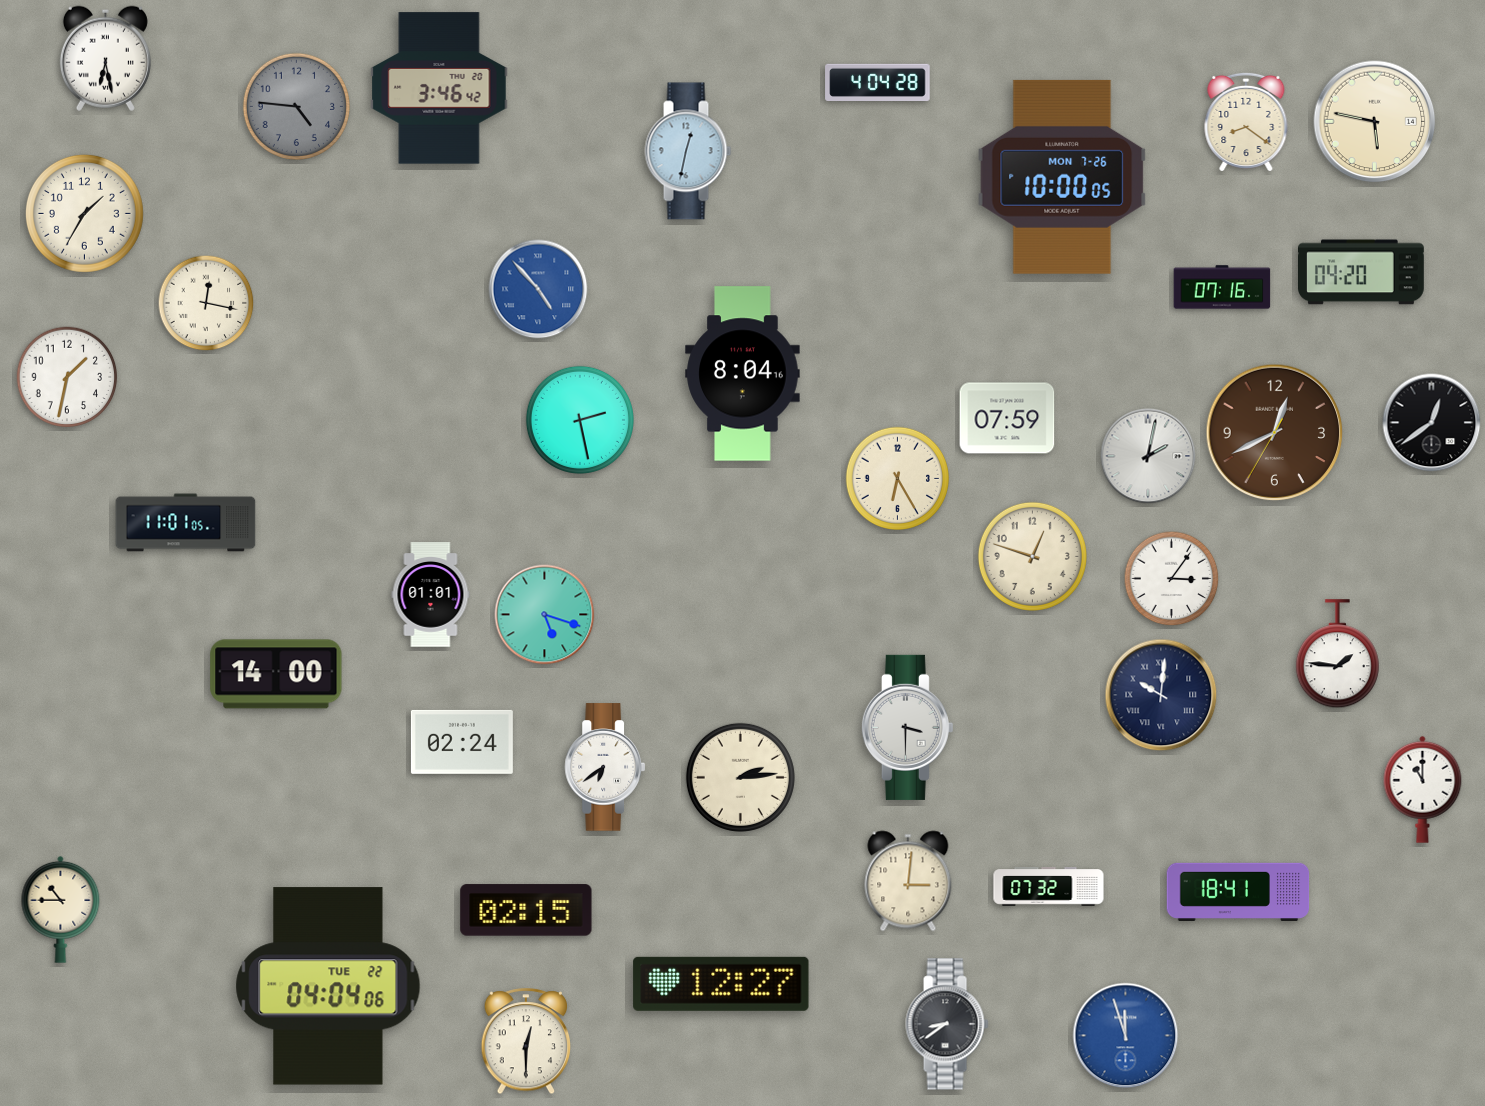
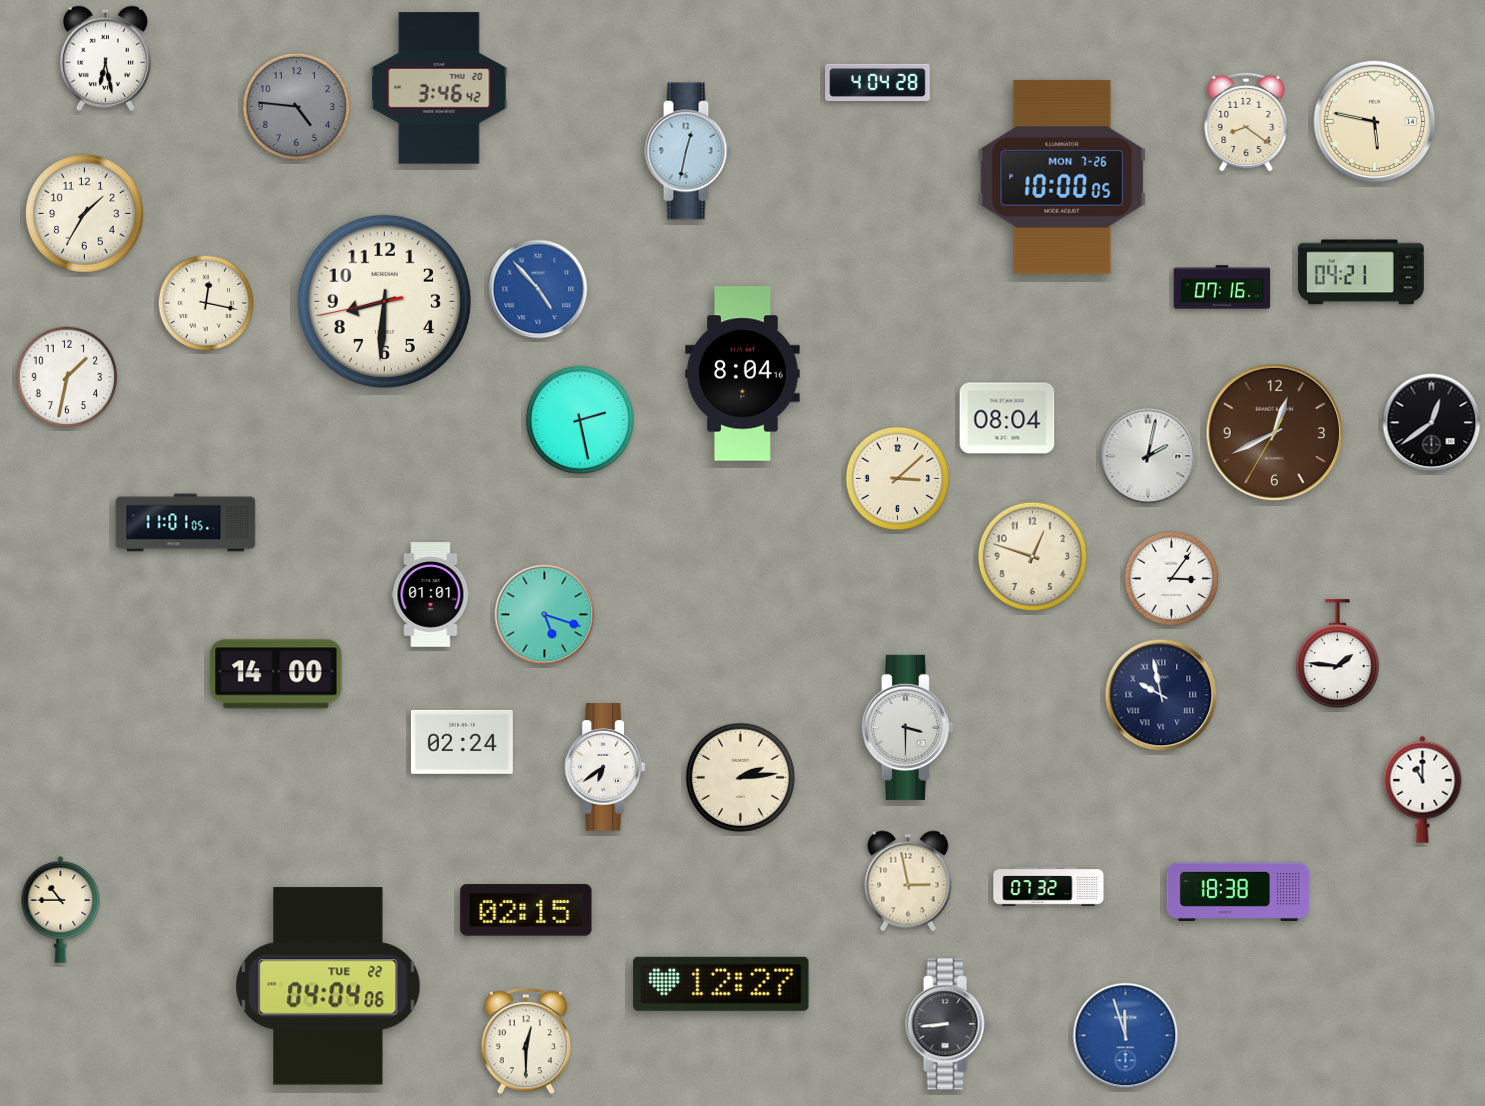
clock at (1362, 272): 04:20 -> 04:21
clock at (384, 301): none -> 8:30
clock at (1007, 418): 07:59 -> 08:04
clock at (897, 478): 6:25 -> 3:08
clock at (1161, 695): 10:01 -> 9:58
clock at (908, 881): 3:01 -> 2:58
clock at (1238, 891): 18:41 -> 18:38
clock at (947, 1024): 8:39 -> 8:44
